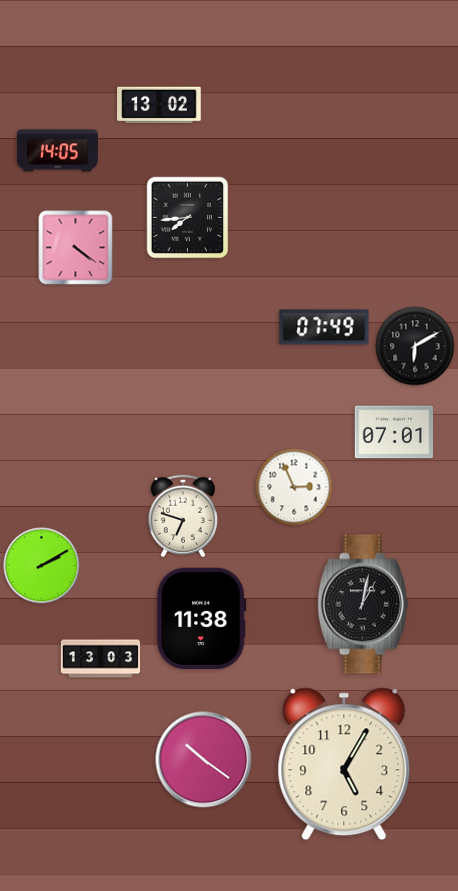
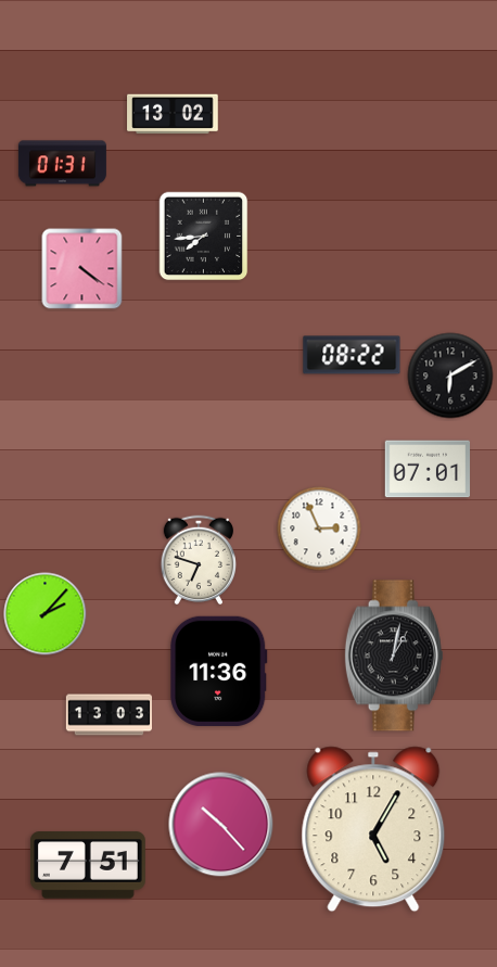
clock at (57, 151): 14:05 -> 01:31
clock at (324, 327): 07:49 -> 08:22
clock at (42, 566): 2:10 -> 2:07
clock at (202, 618): 11:38 -> 11:36
clock at (204, 760): 10:21 -> 10:23
clock at (88, 865): none -> 7:51
